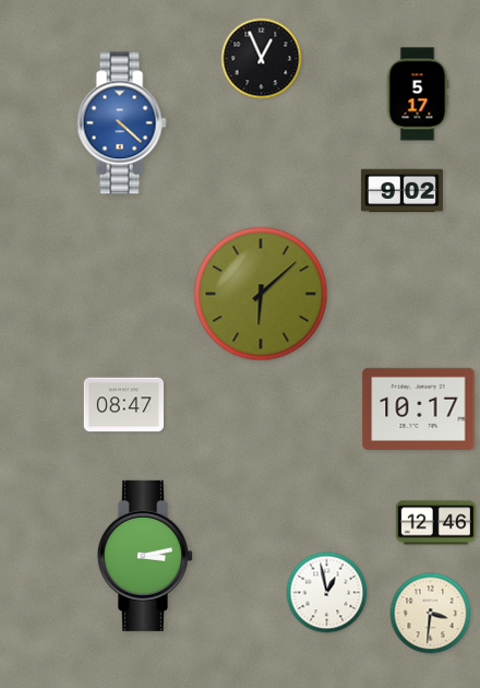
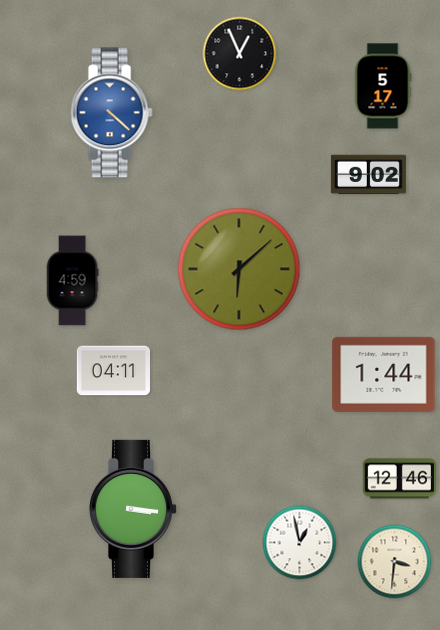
clock at (72, 281): none -> 4:59
clock at (123, 405): 08:47 -> 04:11
clock at (419, 408): 10:17 -> 1:44
clock at (144, 556): 3:13 -> 3:16
